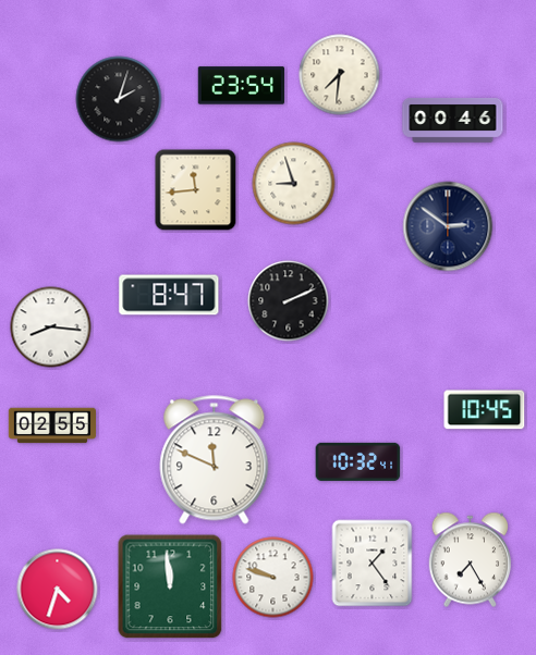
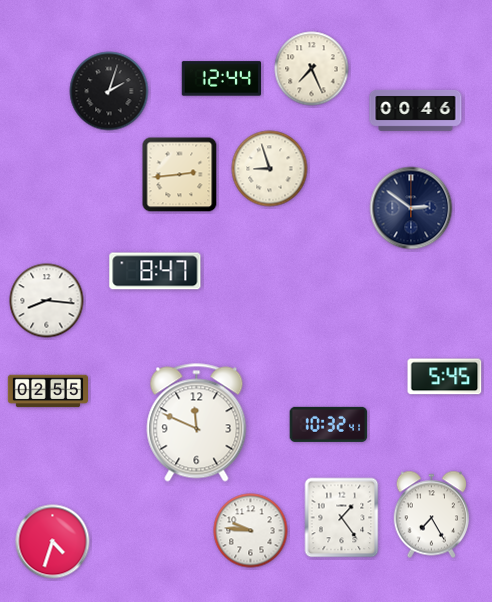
clock at (340, 75): 7:31 -> 7:26
clock at (241, 86): 23:54 -> 12:44
clock at (196, 190): 11:44 -> 2:44
clock at (289, 301): 2:11 -> none
clock at (485, 410): 10:45 -> 5:45
clock at (273, 578): 9:48 -> 9:46
clock at (170, 586): 11:59 -> none
